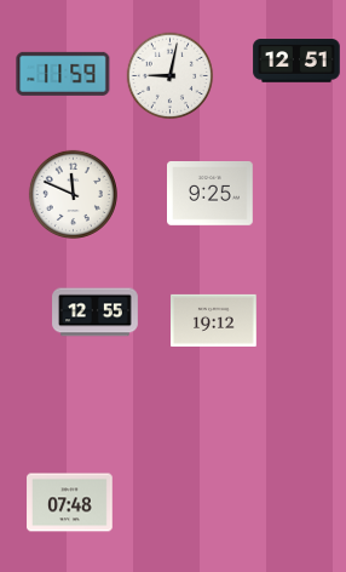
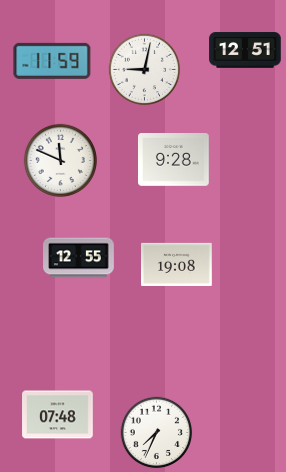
clock at (171, 76) position: (171, 76) -> (145, 70)
clock at (211, 194): 9:25 -> 9:28
clock at (214, 320): 19:12 -> 19:08
clock at (157, 433): none -> 7:34
